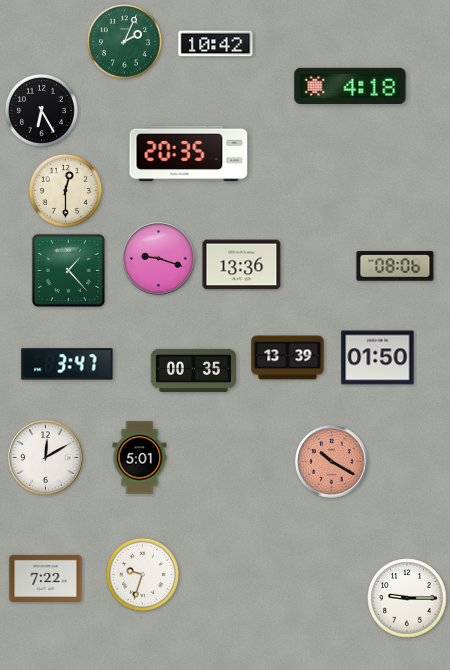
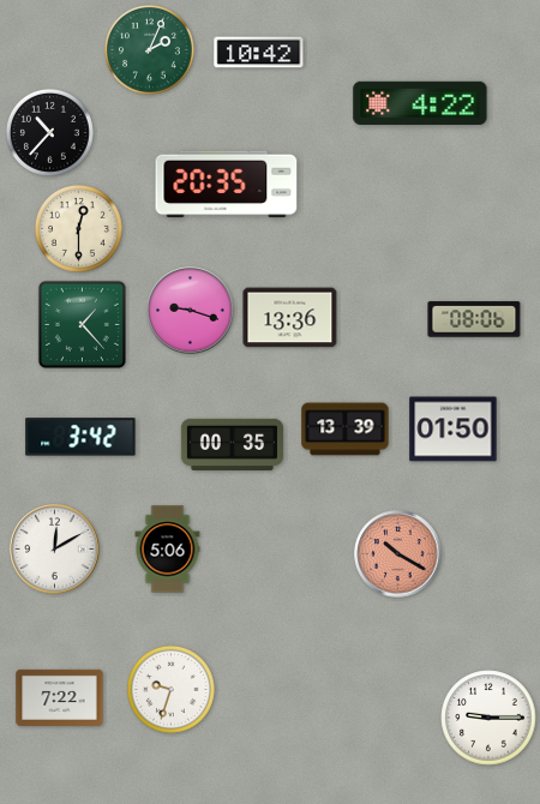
clock at (350, 86): 4:18 -> 4:22
clock at (41, 110): 6:25 -> 10:37
clock at (67, 364): 3:47 -> 3:42
clock at (140, 458): 5:01 -> 5:06
clock at (46, 578) position: (46, 578) -> (60, 697)
